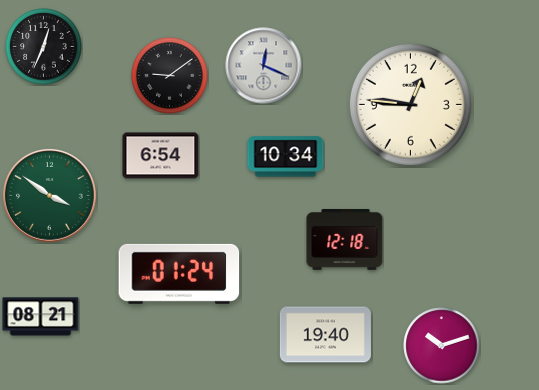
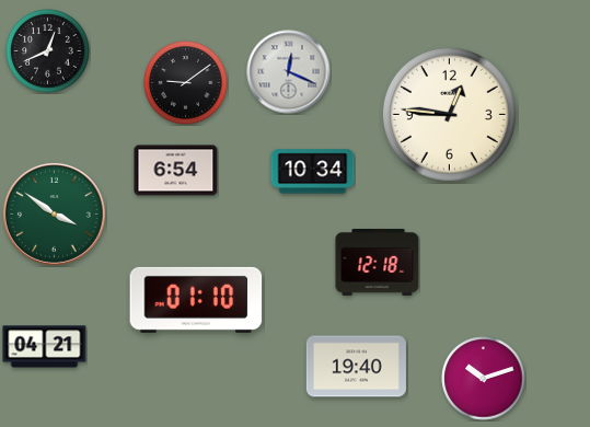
clock at (44, 47): 12:34 -> 12:41
clock at (179, 274): 01:24 -> 01:10
clock at (41, 317): 08:21 -> 04:21
